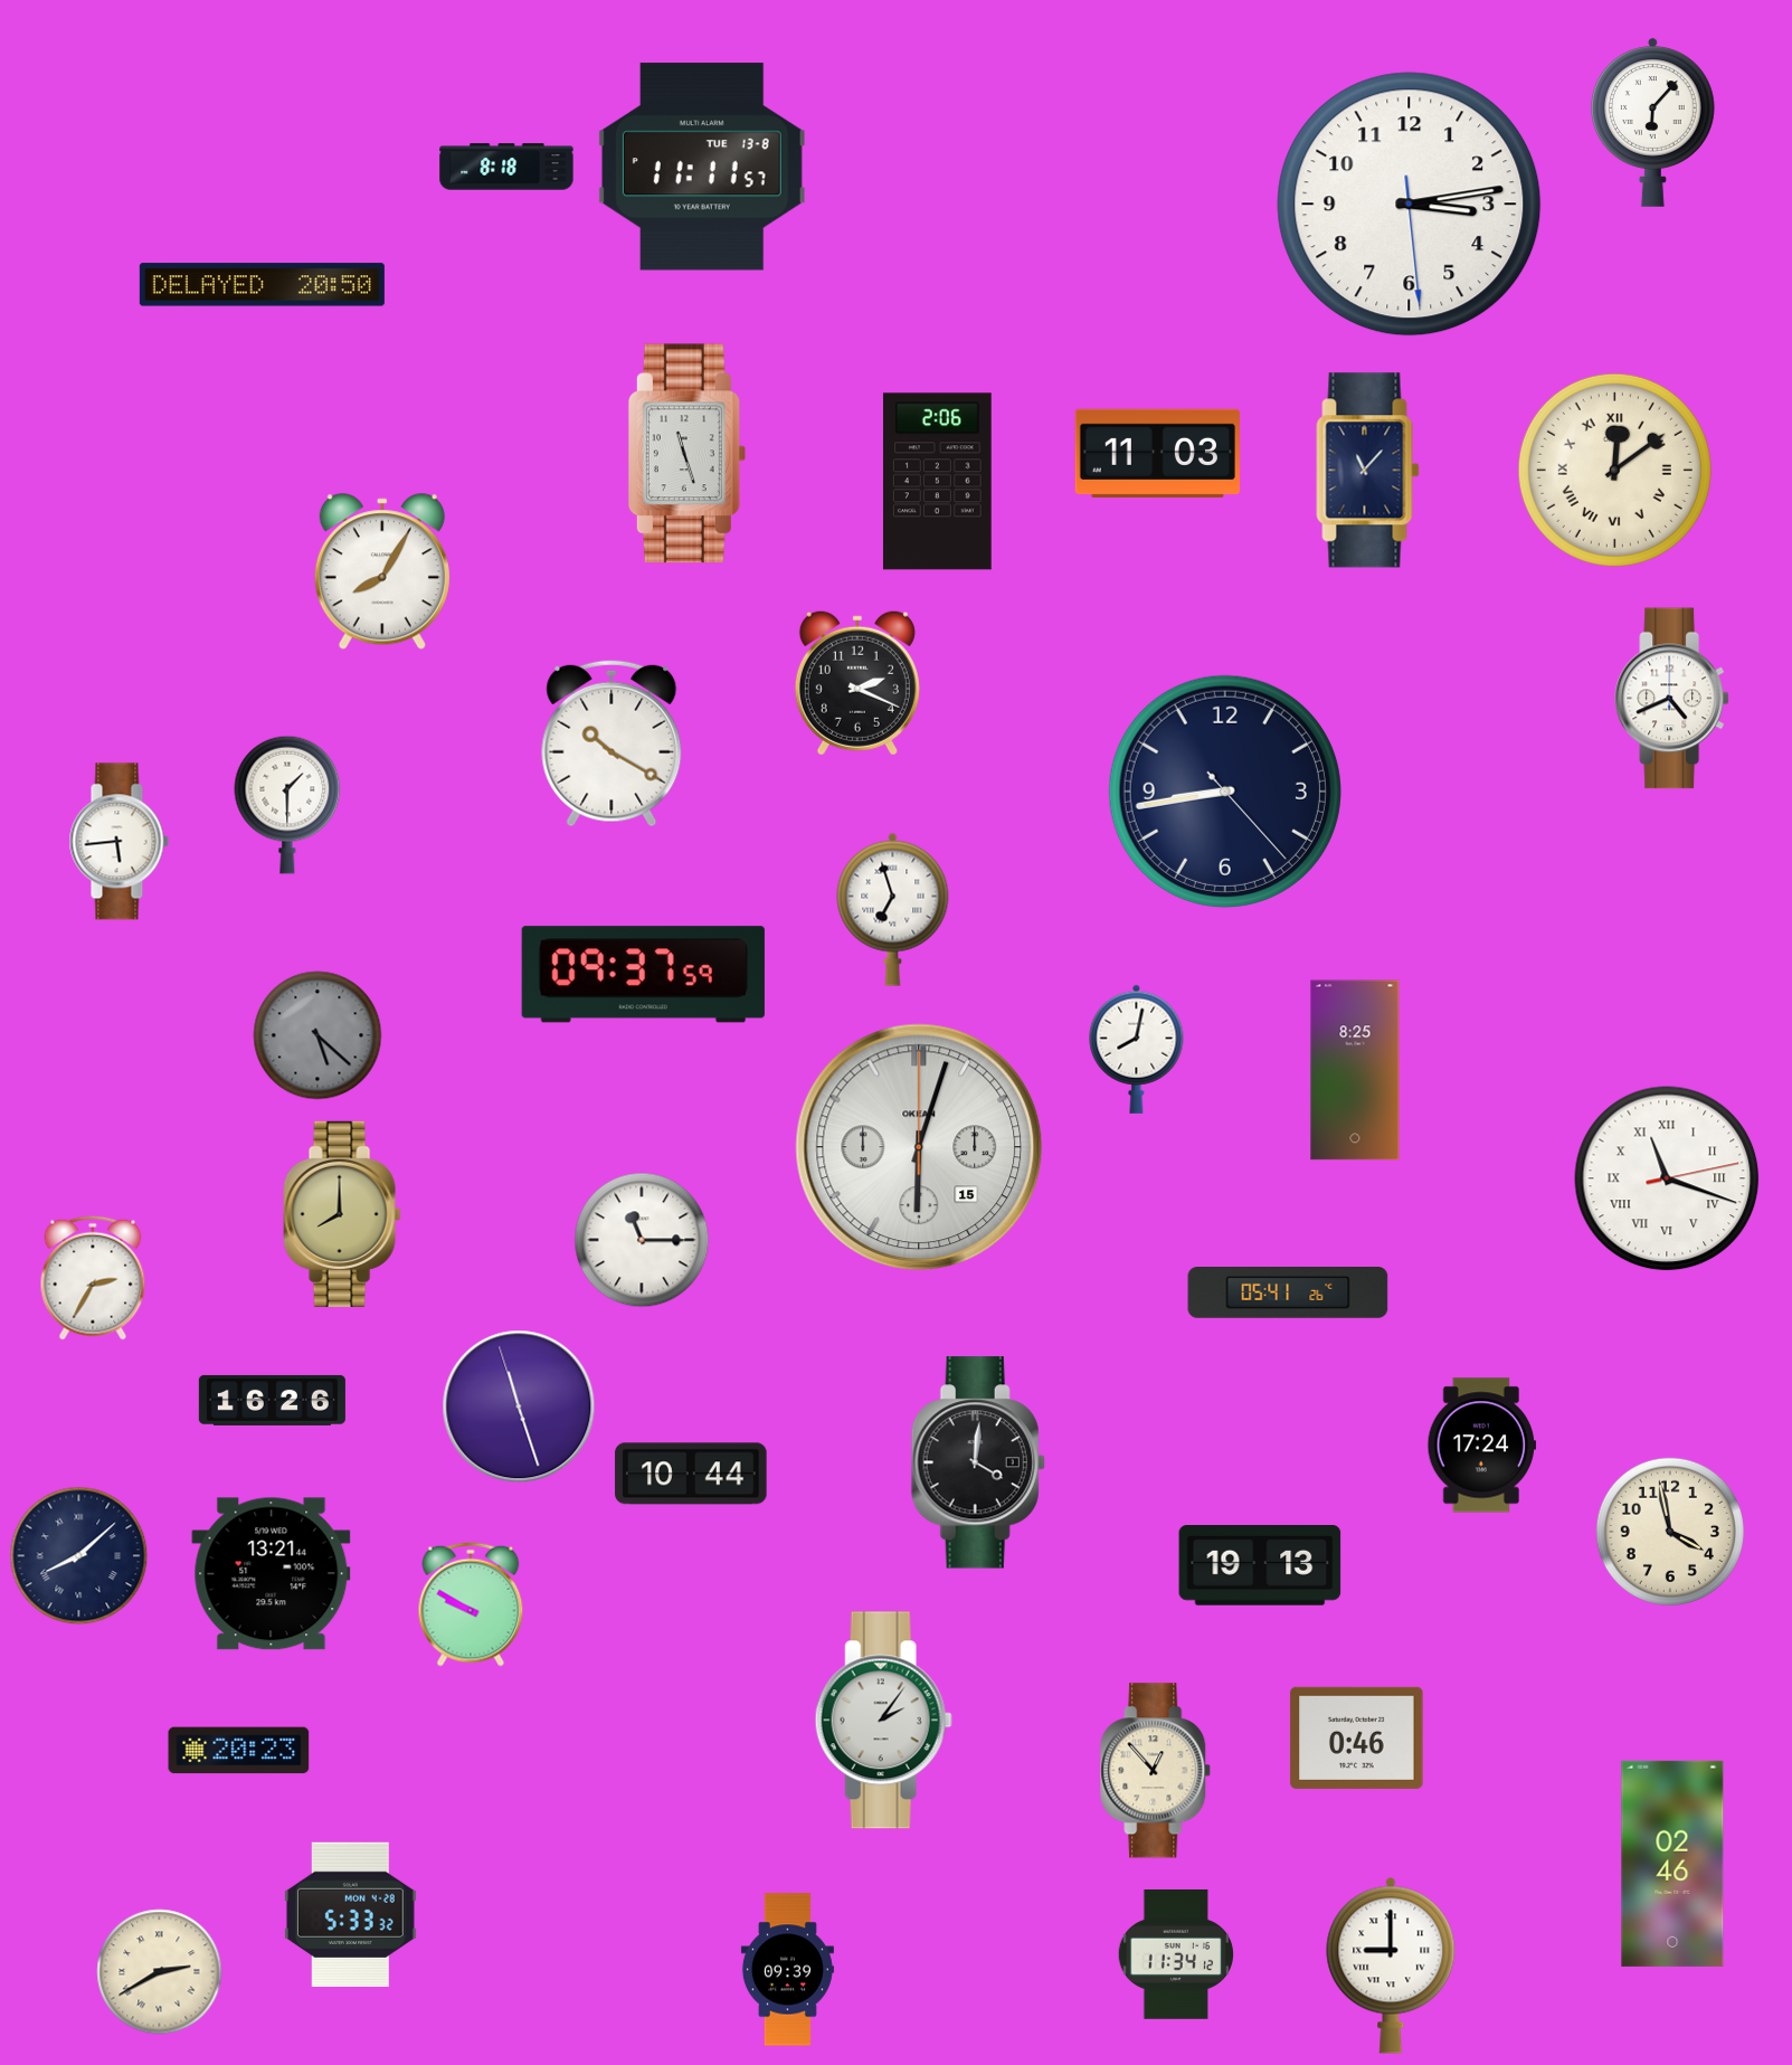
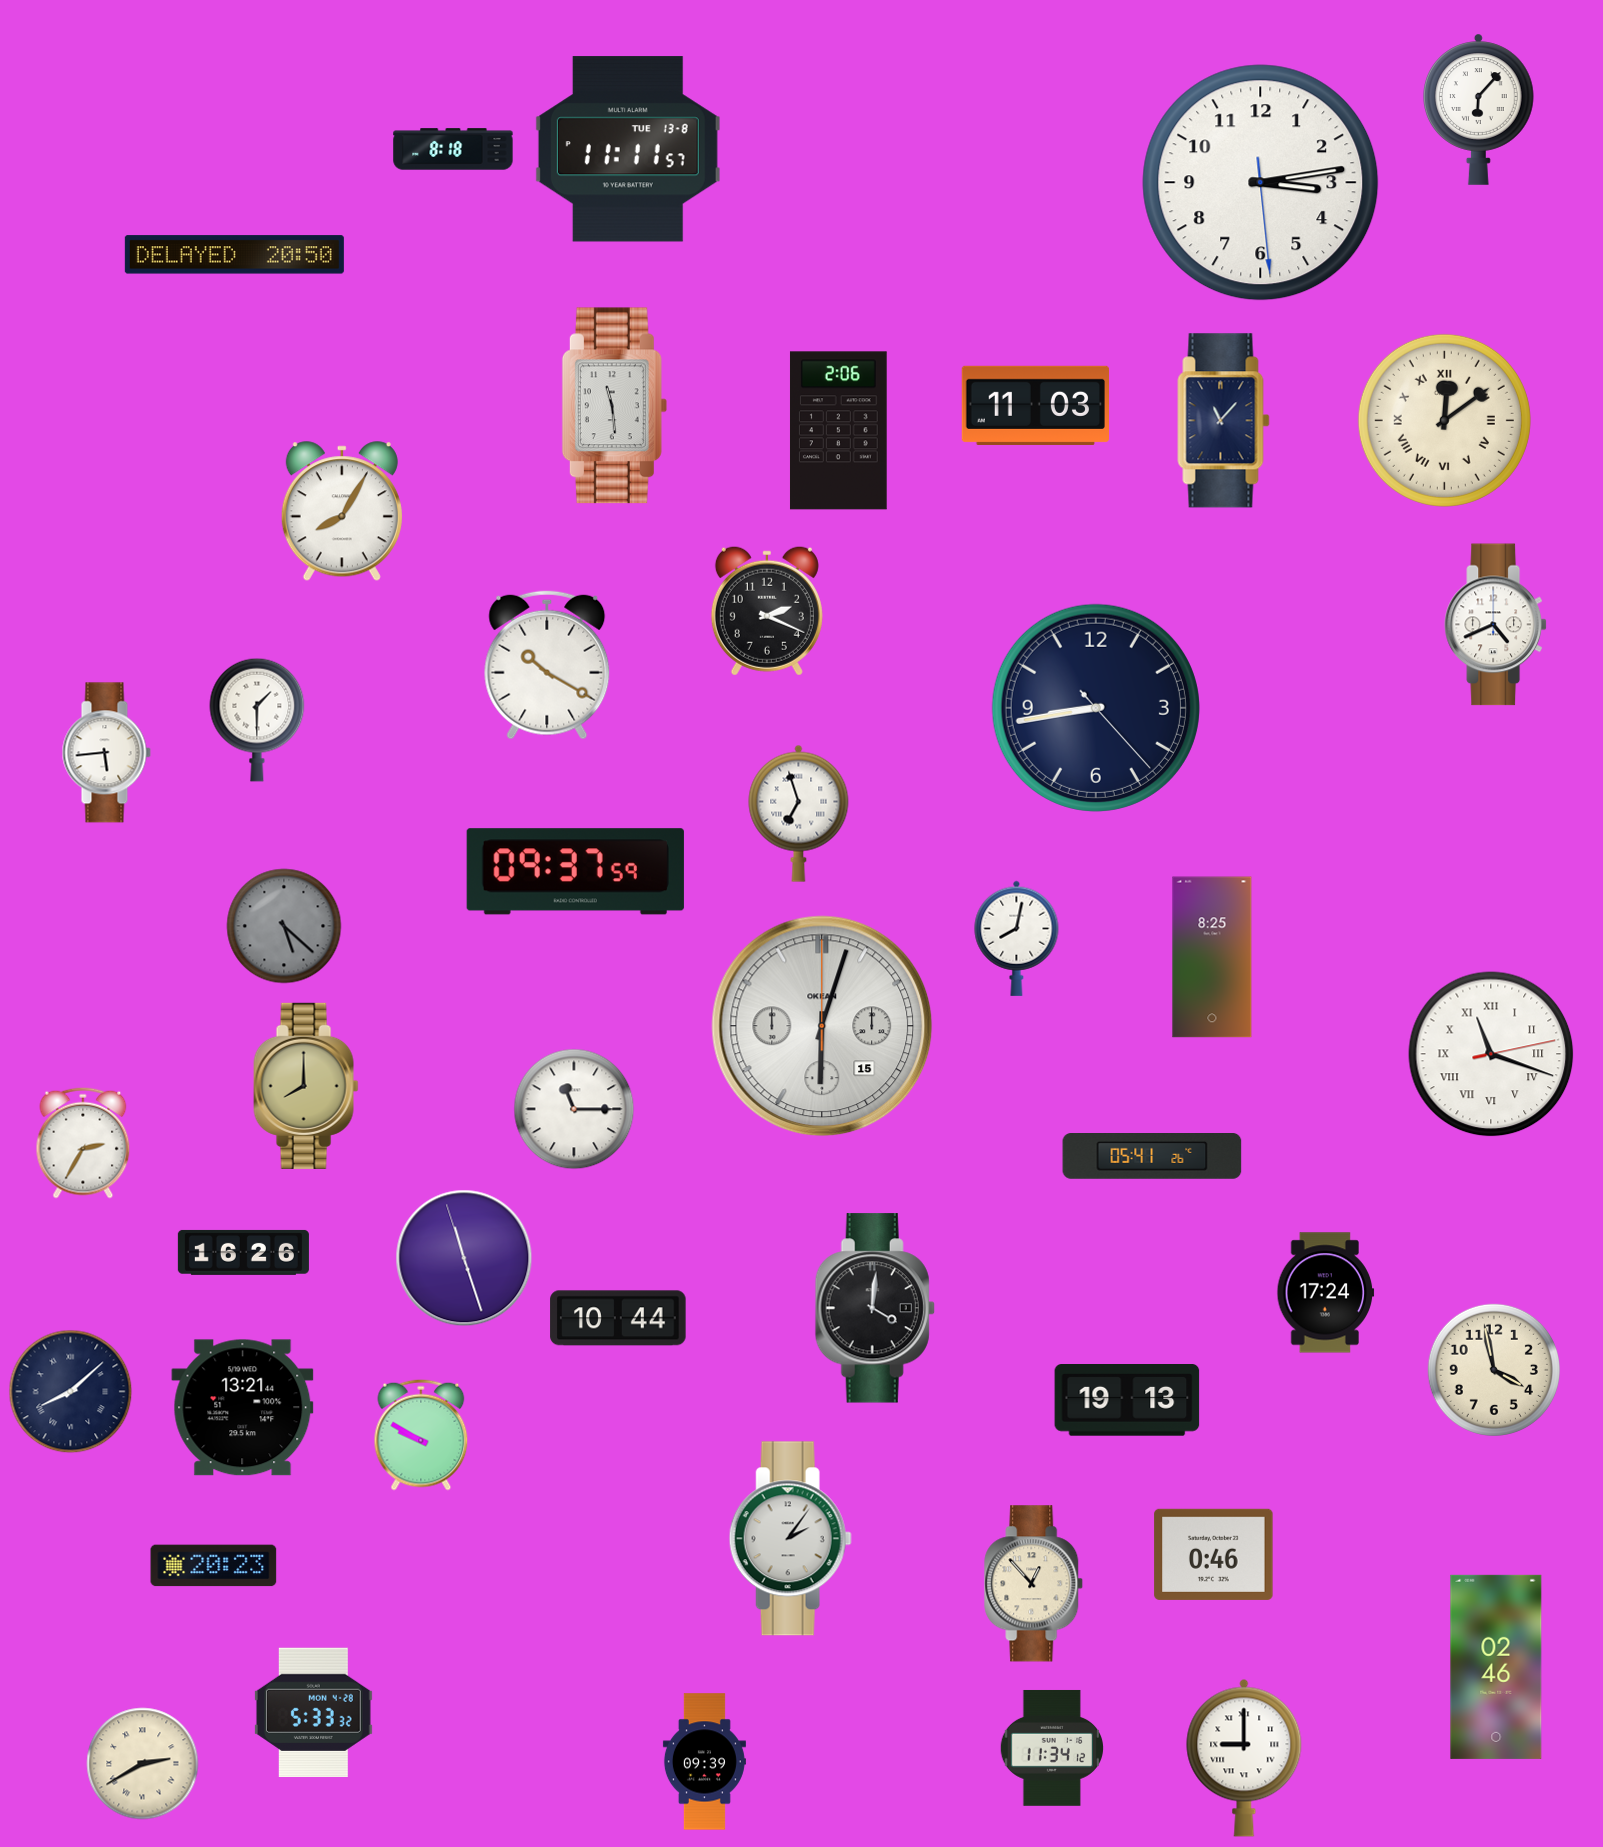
clock at (686, 454): 11:27 -> 11:29
